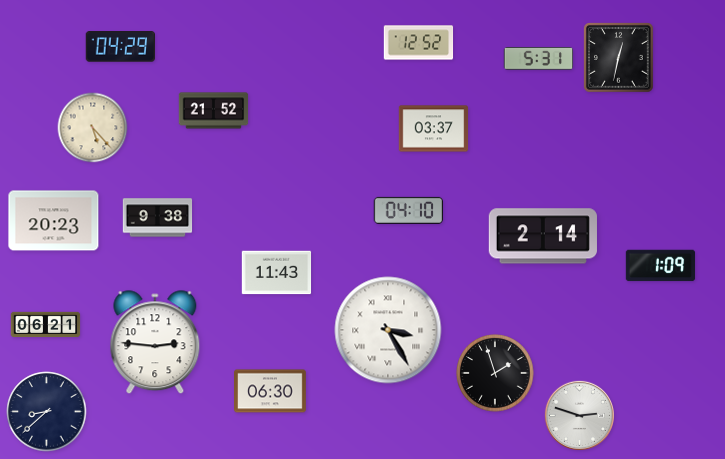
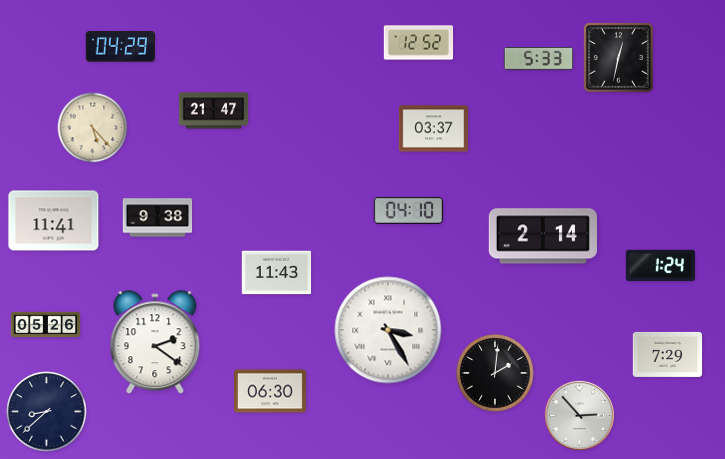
clock at (539, 59): 5:31 -> 5:33
clock at (214, 111): 21:52 -> 21:47
clock at (54, 221): 20:23 -> 11:41
clock at (661, 266): 1:09 -> 1:24
clock at (46, 325): 06:21 -> 05:26
clock at (155, 343): 2:46 -> 2:21
clock at (668, 354): none -> 7:29
clock at (496, 374): 1:57 -> 2:01
clock at (579, 415): 2:48 -> 2:53
